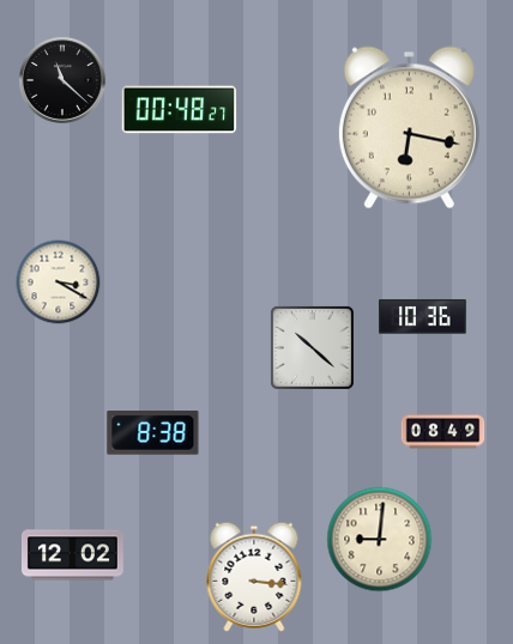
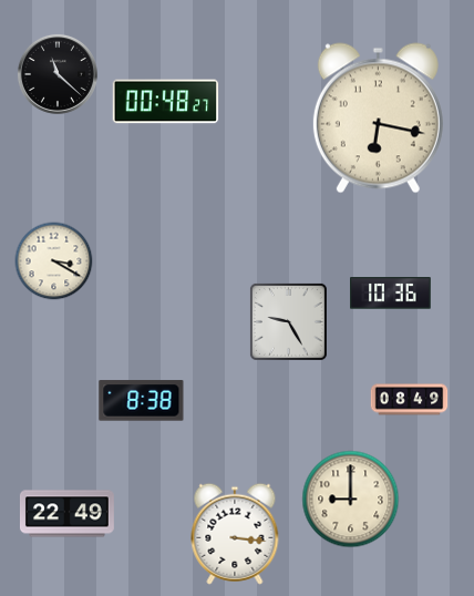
clock at (312, 347): 10:22 -> 9:25
clock at (380, 540): 9:01 -> 9:00
clock at (72, 555): 12:02 -> 22:49
